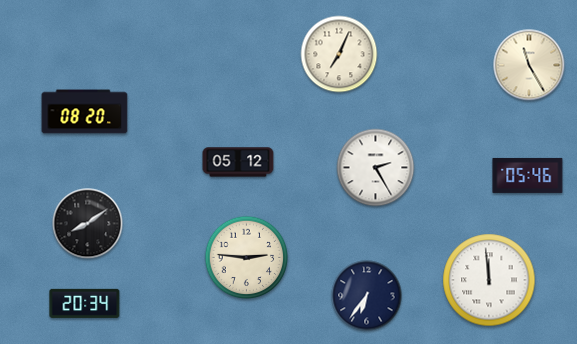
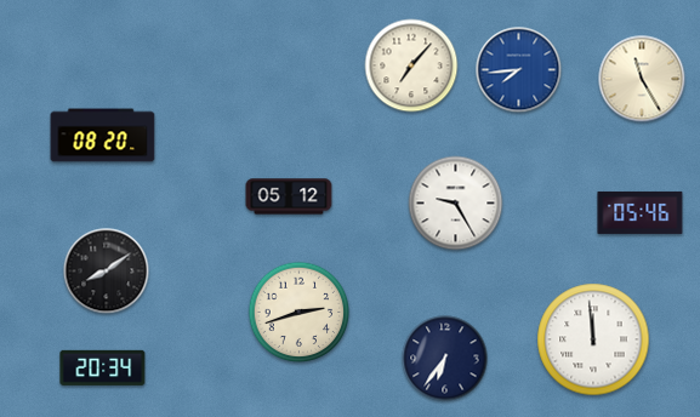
clock at (339, 54): 7:04 -> 7:07
clock at (519, 70): none -> 7:44
clock at (376, 168): 2:25 -> 9:25
clock at (247, 258): 2:46 -> 2:42
